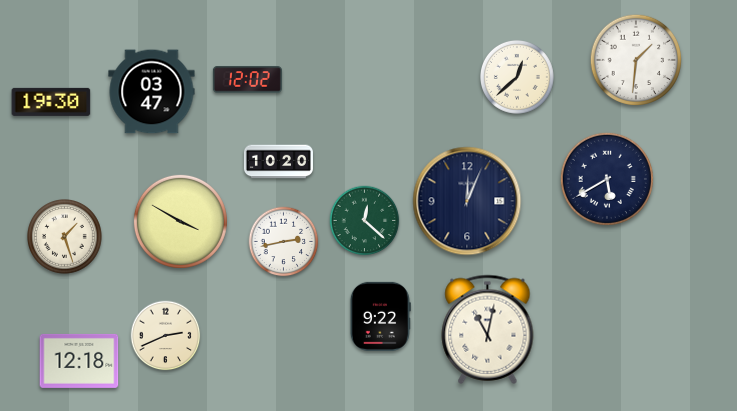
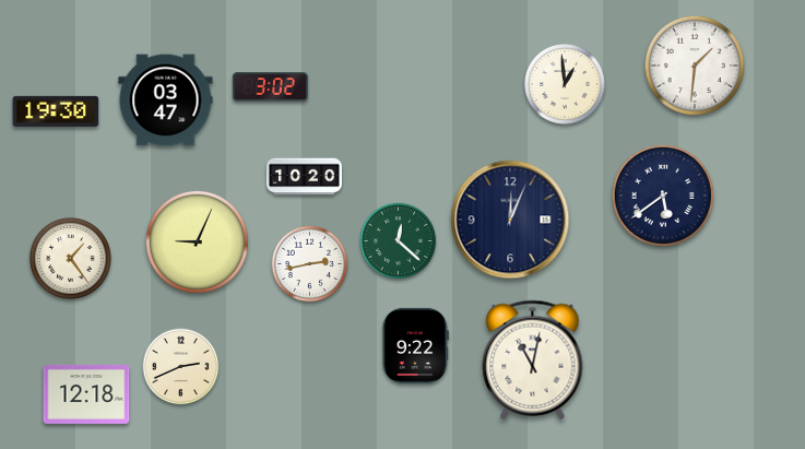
clock at (517, 77): 12:38 -> 12:59
clock at (247, 80): 12:02 -> 3:02
clock at (607, 179): 5:40 -> 5:39
clock at (180, 221): 3:50 -> 9:04
clock at (65, 237): 1:27 -> 1:24
